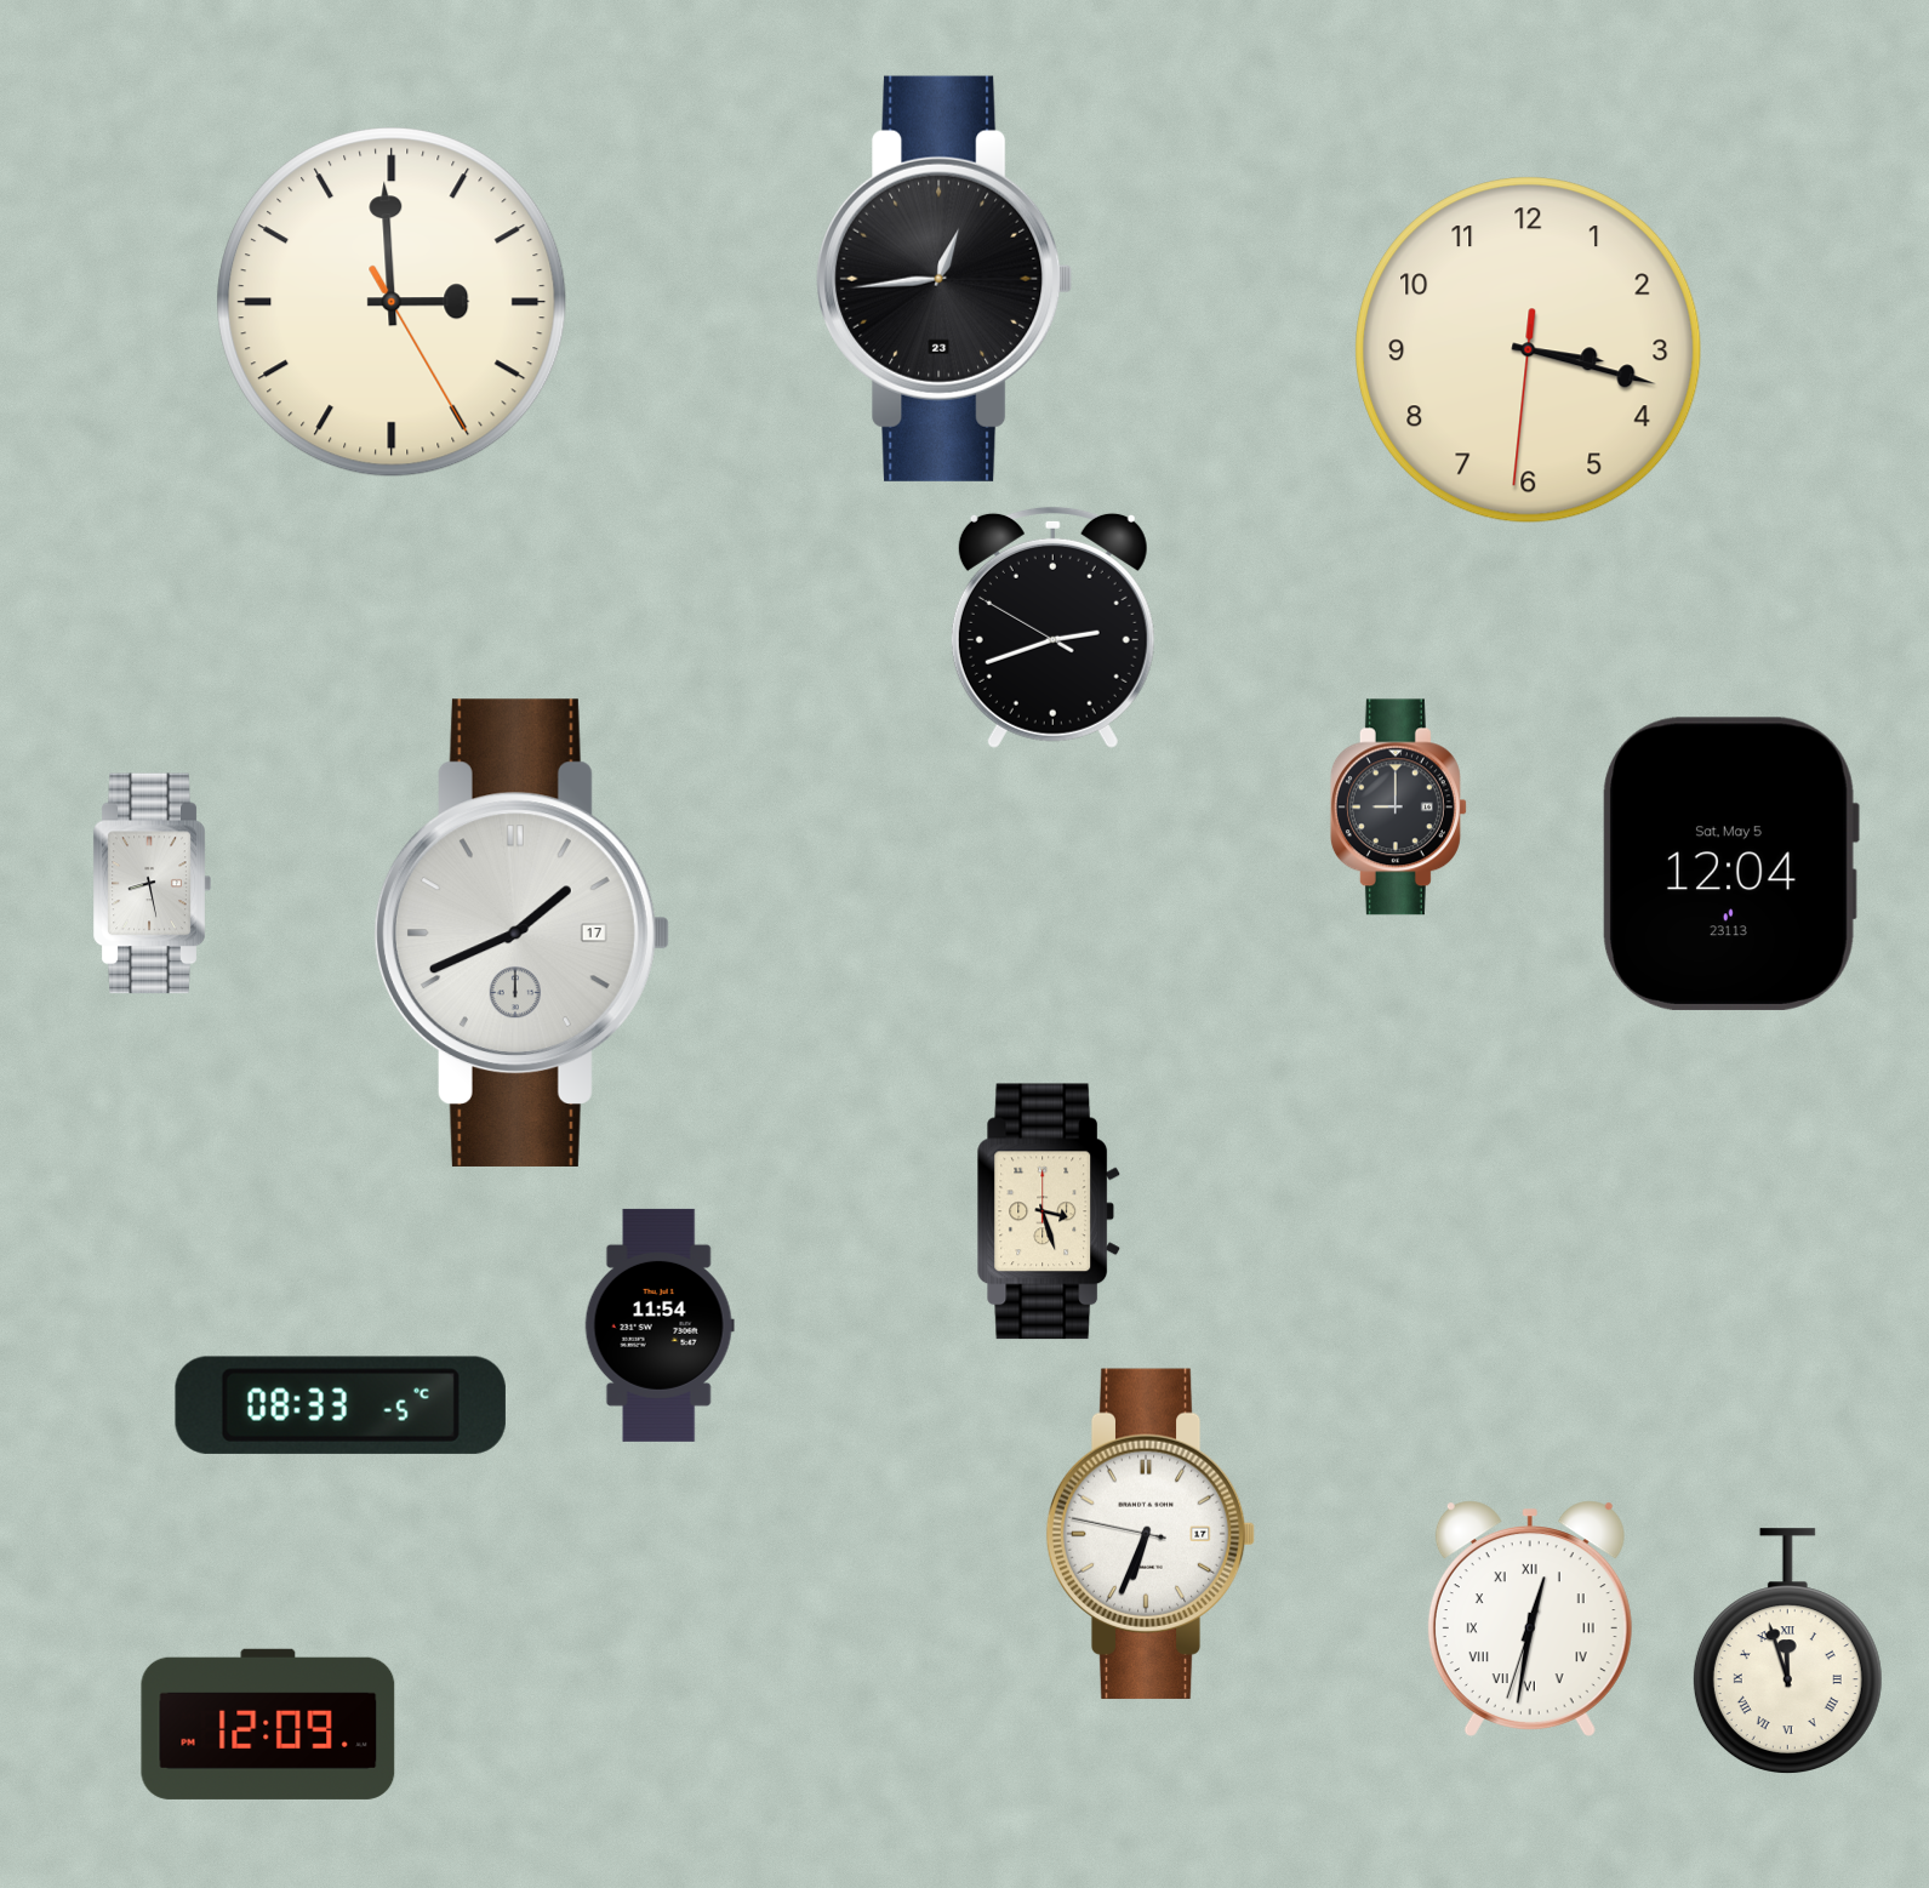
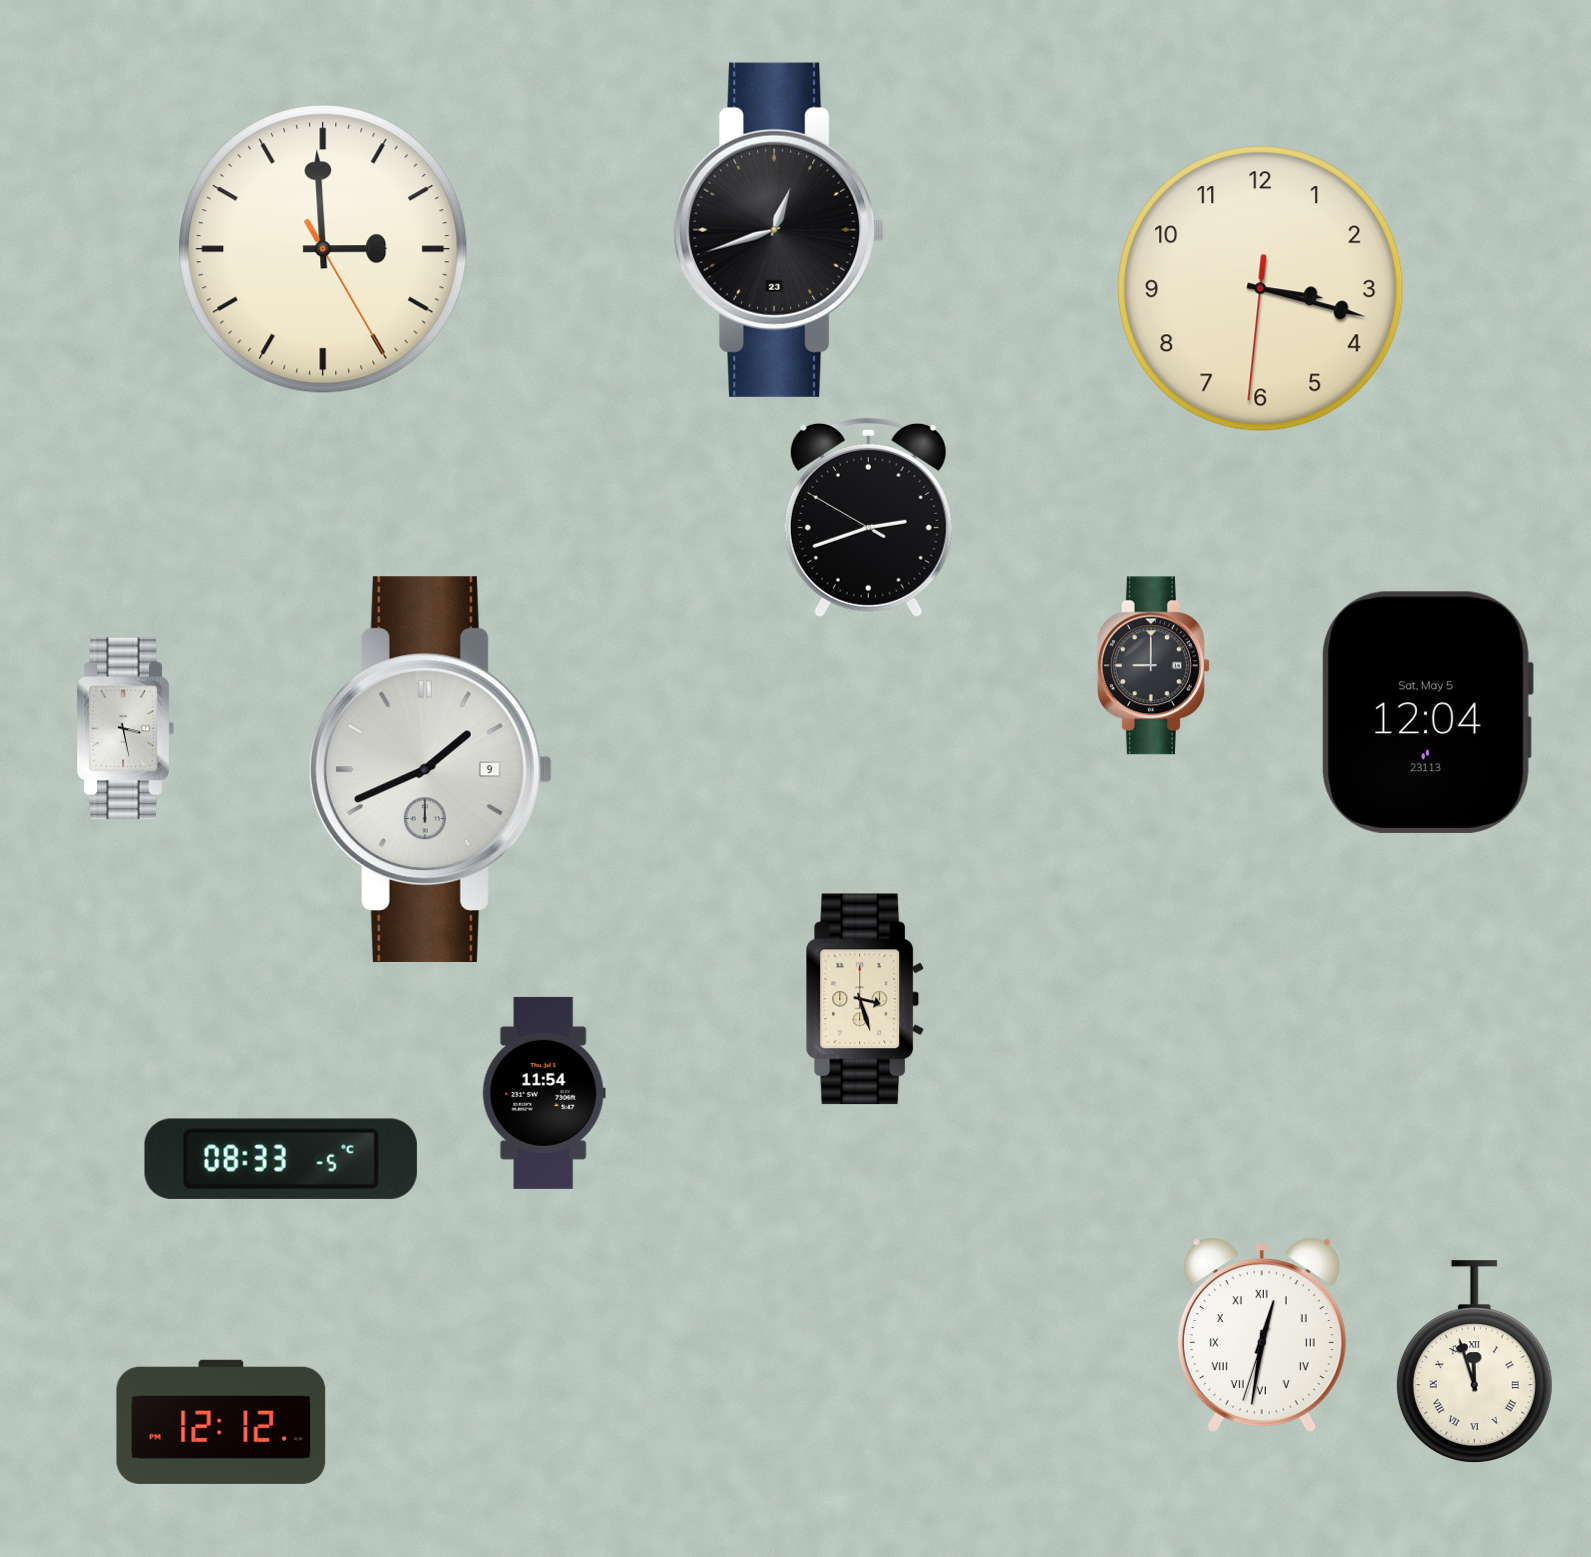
clock at (944, 279): 12:44 -> 12:42
clock at (152, 884): 8:28 -> 3:28
clock at (521, 932) date: 17 -> 9
clock at (1151, 1534): 6:33 -> none
clock at (268, 1724): 12:09 -> 12:12
